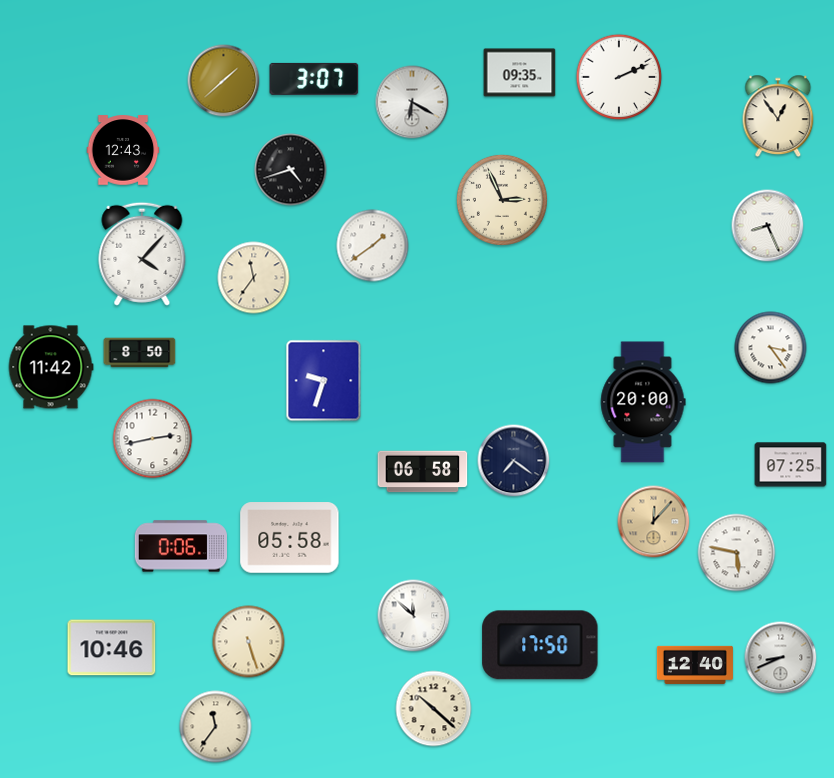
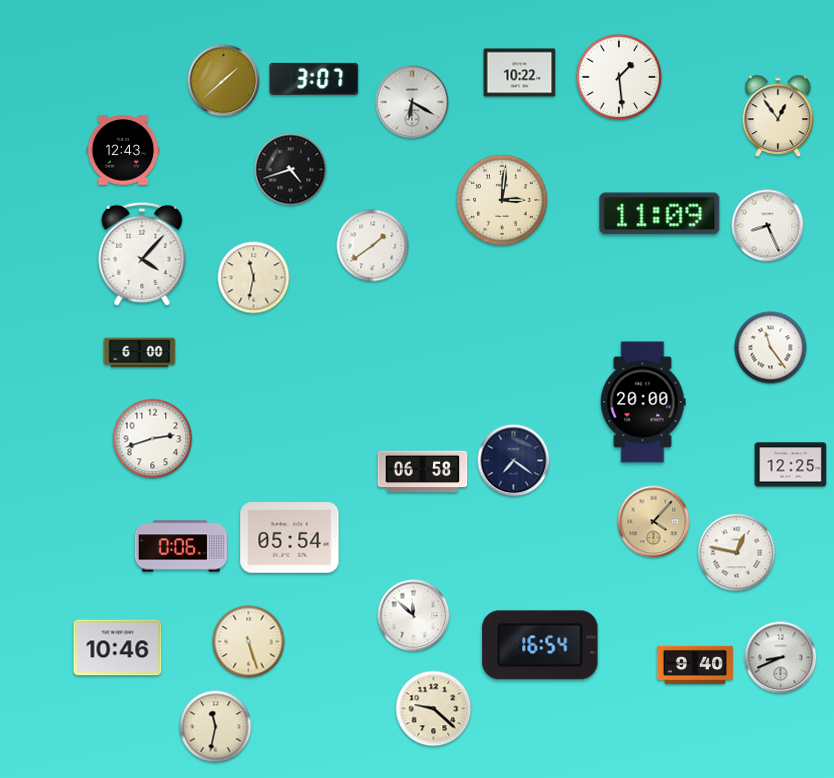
clock at (520, 73): 09:35 -> 10:22
clock at (619, 77): 2:11 -> 1:29
clock at (502, 200): 2:56 -> 3:01
clock at (660, 214): none -> 11:09
clock at (254, 278): 11:36 -> 11:32
clock at (771, 348): 3:24 -> 11:24
clock at (140, 353): 8:50 -> 6:00
clock at (51, 367): 11:42 -> none
clock at (324, 381): 9:33 -> none
clock at (153, 439): 2:43 -> 2:42
clock at (791, 465): 07:25 -> 12:25
clock at (654, 522): 12:07 -> 4:07
clock at (290, 538): 05:58 -> 05:54
clock at (737, 553): 5:47 -> 12:47
clock at (540, 645): 17:50 -> 16:54
clock at (112, 648) position: (112, 648) -> (118, 648)
clock at (695, 665): 12:40 -> 9:40
clock at (434, 709): 10:22 -> 9:22
clock at (216, 727): 11:36 -> 11:32
